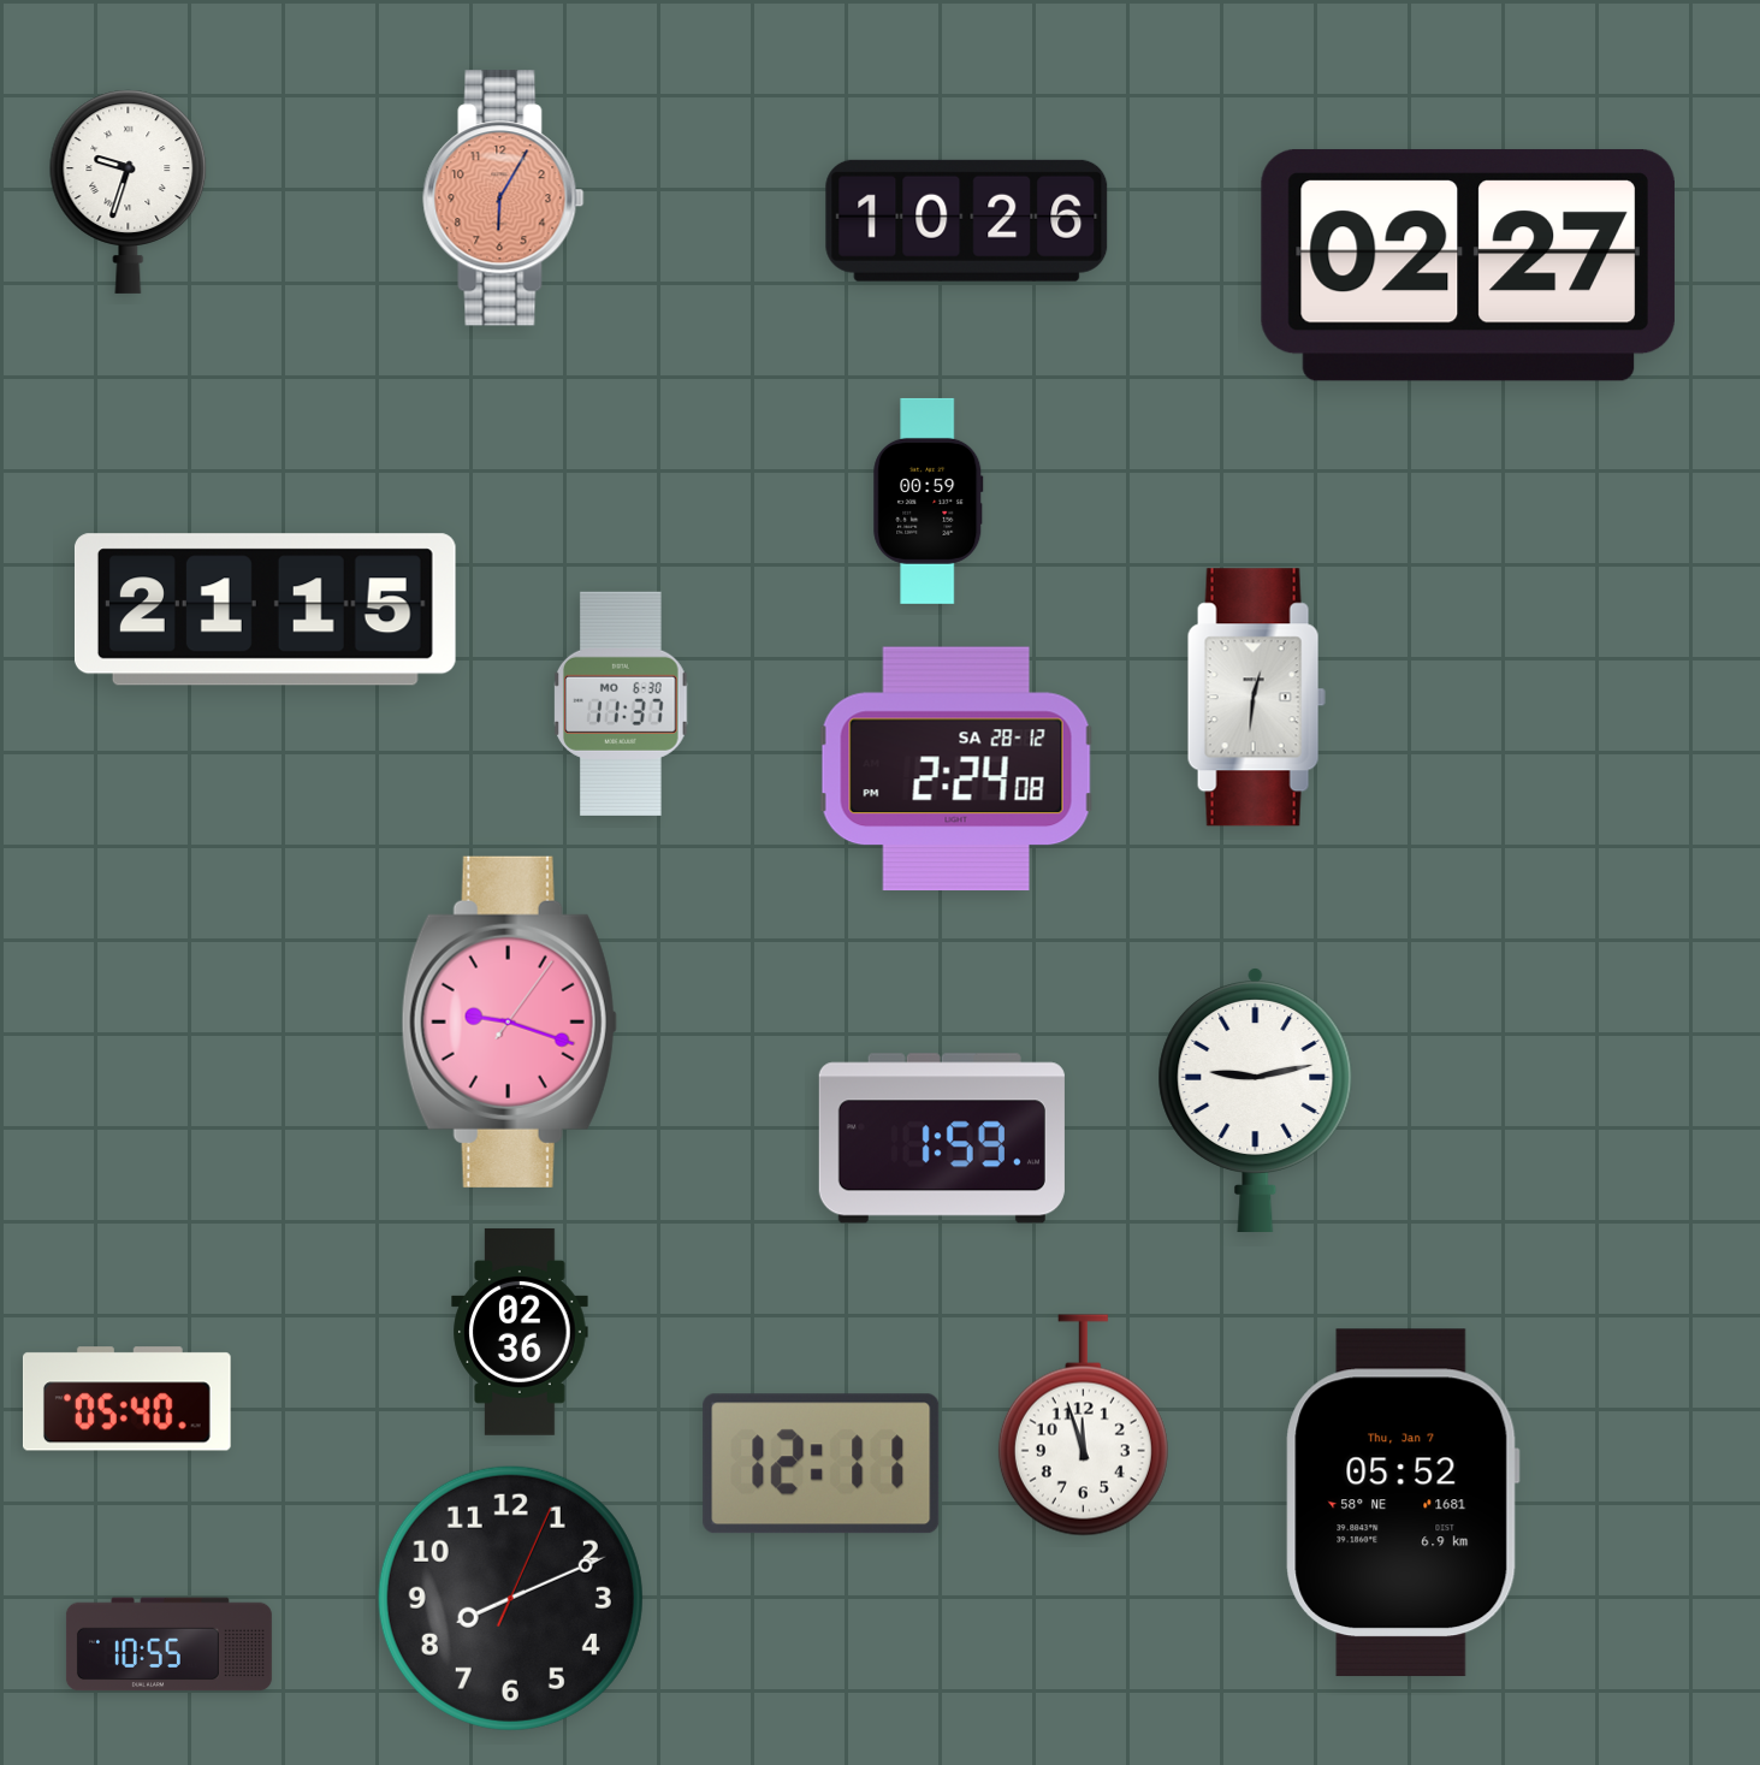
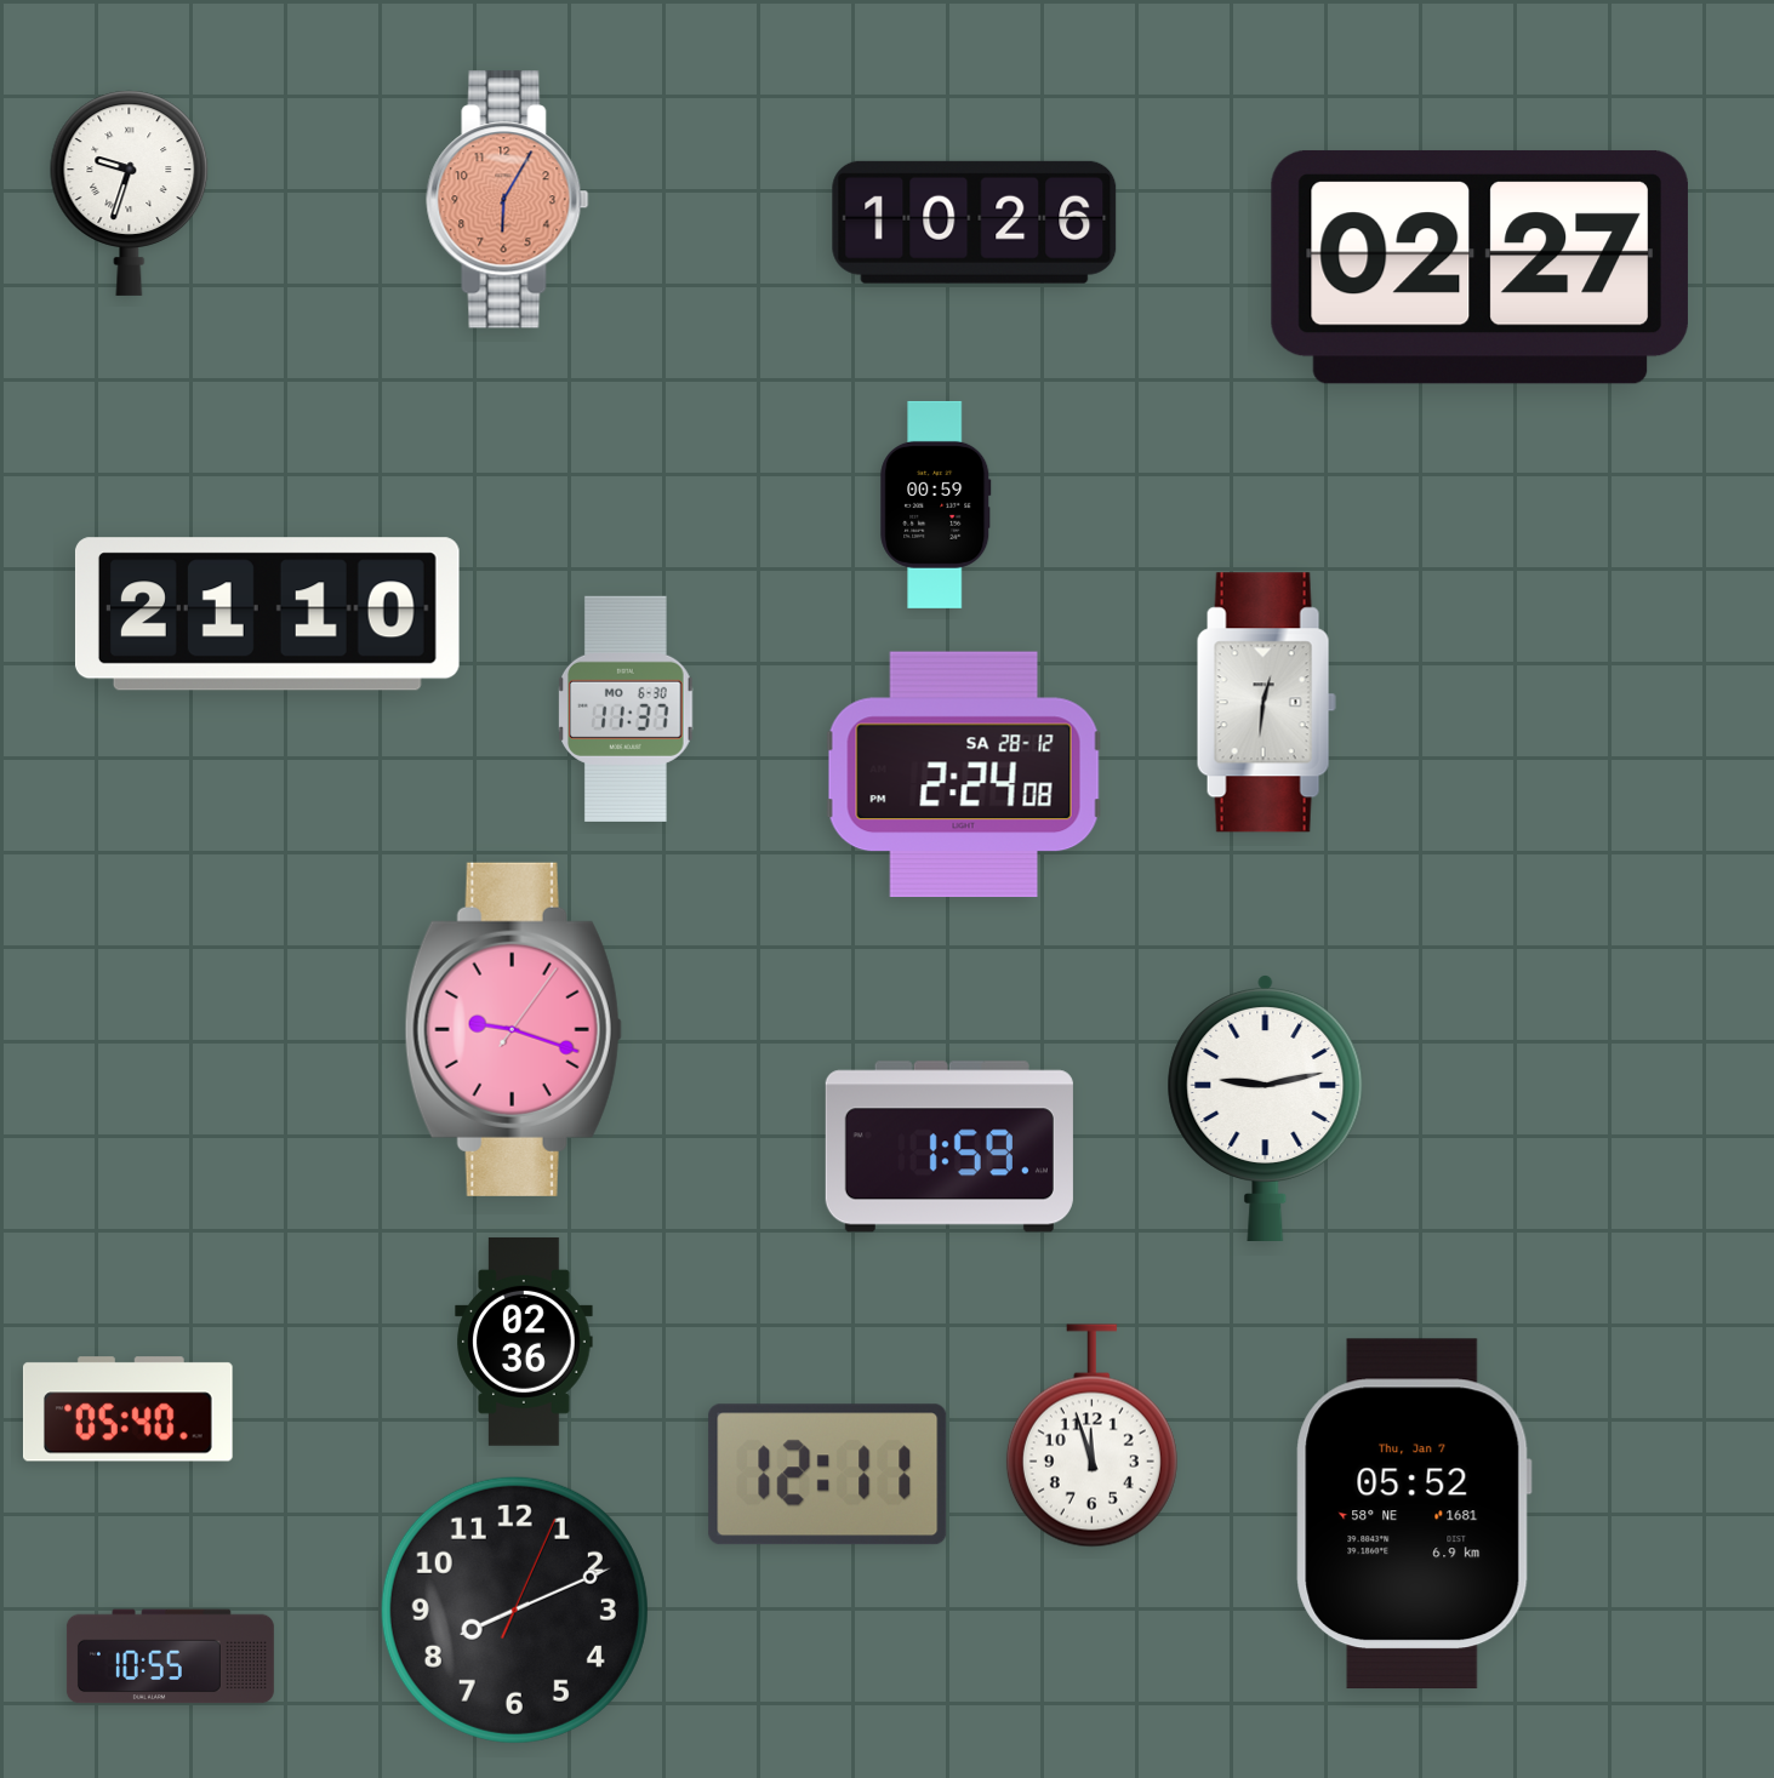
clock at (265, 610): 21:15 -> 21:10
